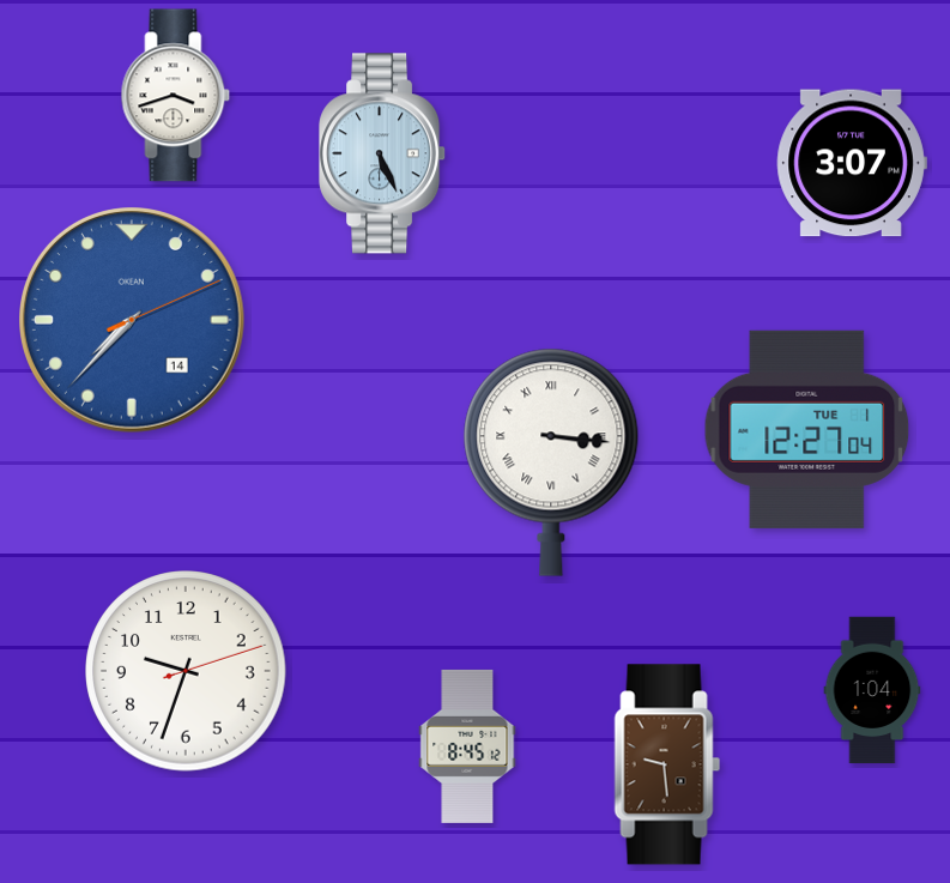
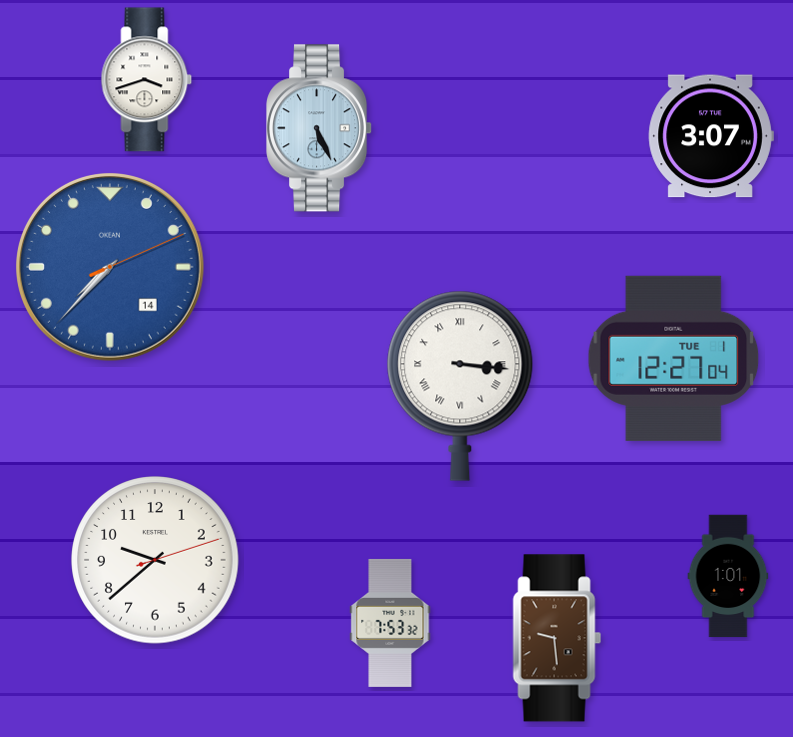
clock at (186, 671): 9:33 -> 9:38
clock at (872, 690): 1:04 -> 1:01
clock at (467, 746): 8:45 -> 7:53
